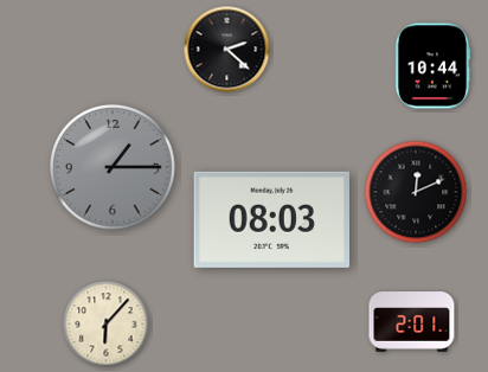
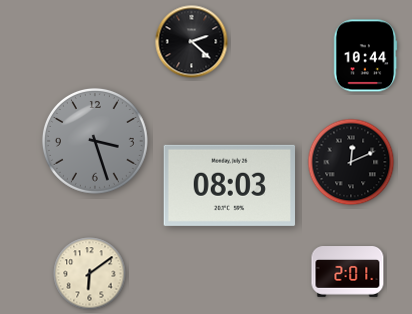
clock at (113, 167): 1:15 -> 3:27
clock at (107, 325): 6:07 -> 6:09
